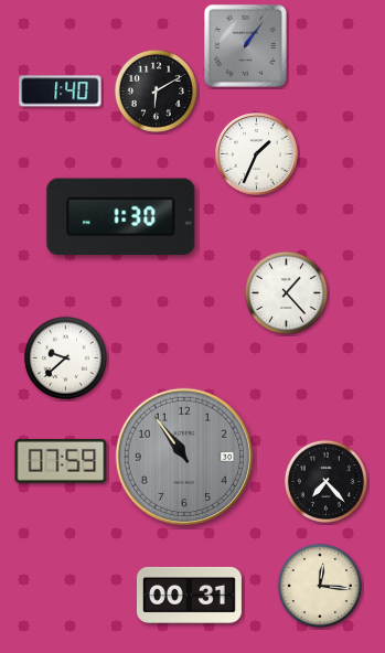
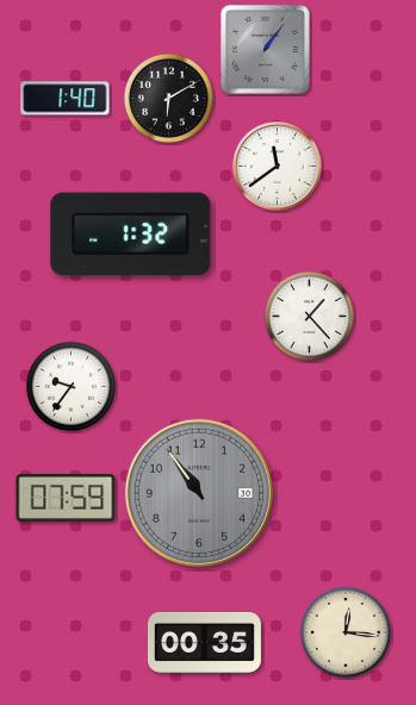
clock at (257, 154): 1:34 -> 11:39
clock at (121, 217): 1:30 -> 1:32
clock at (65, 357): 9:38 -> 9:36
clock at (325, 481): 7:23 -> none
clock at (189, 595): 00:31 -> 00:35
